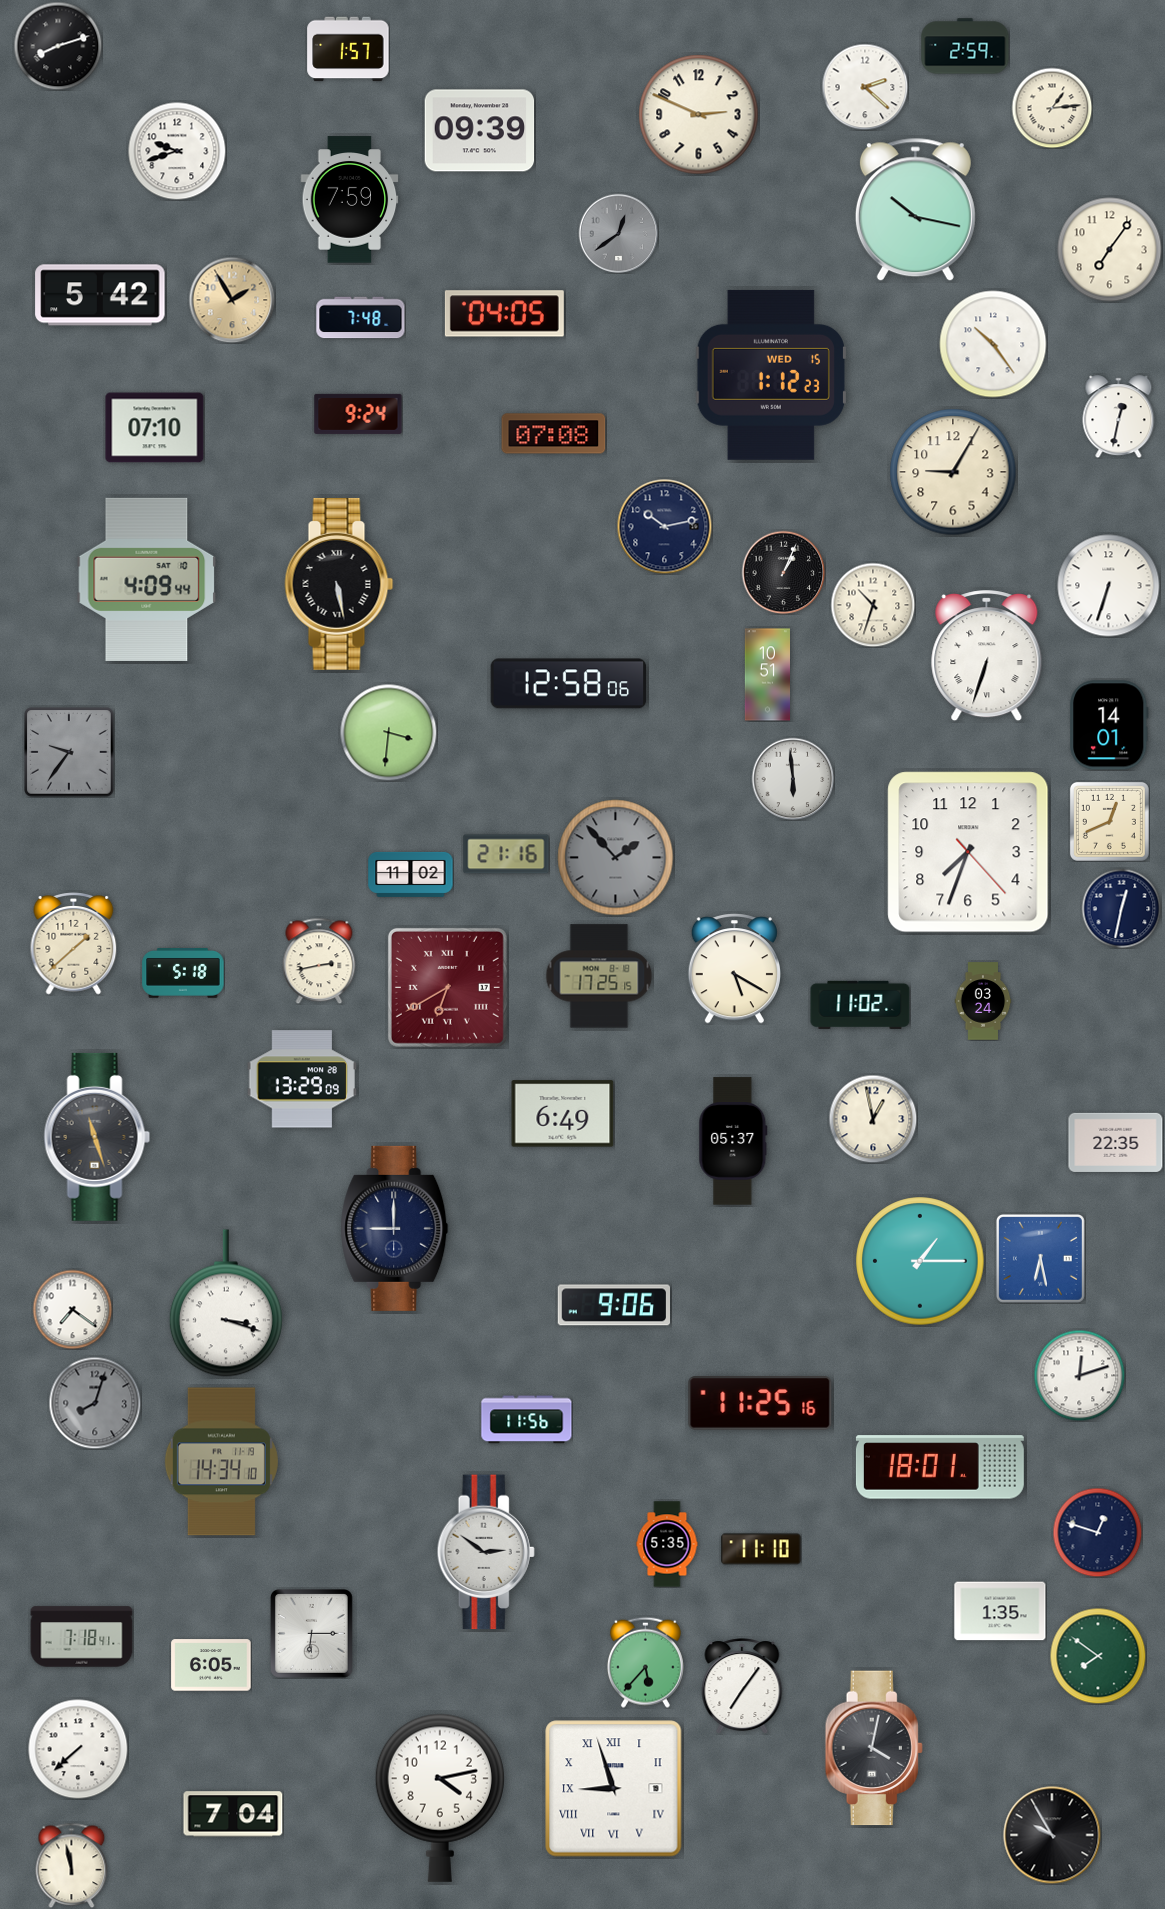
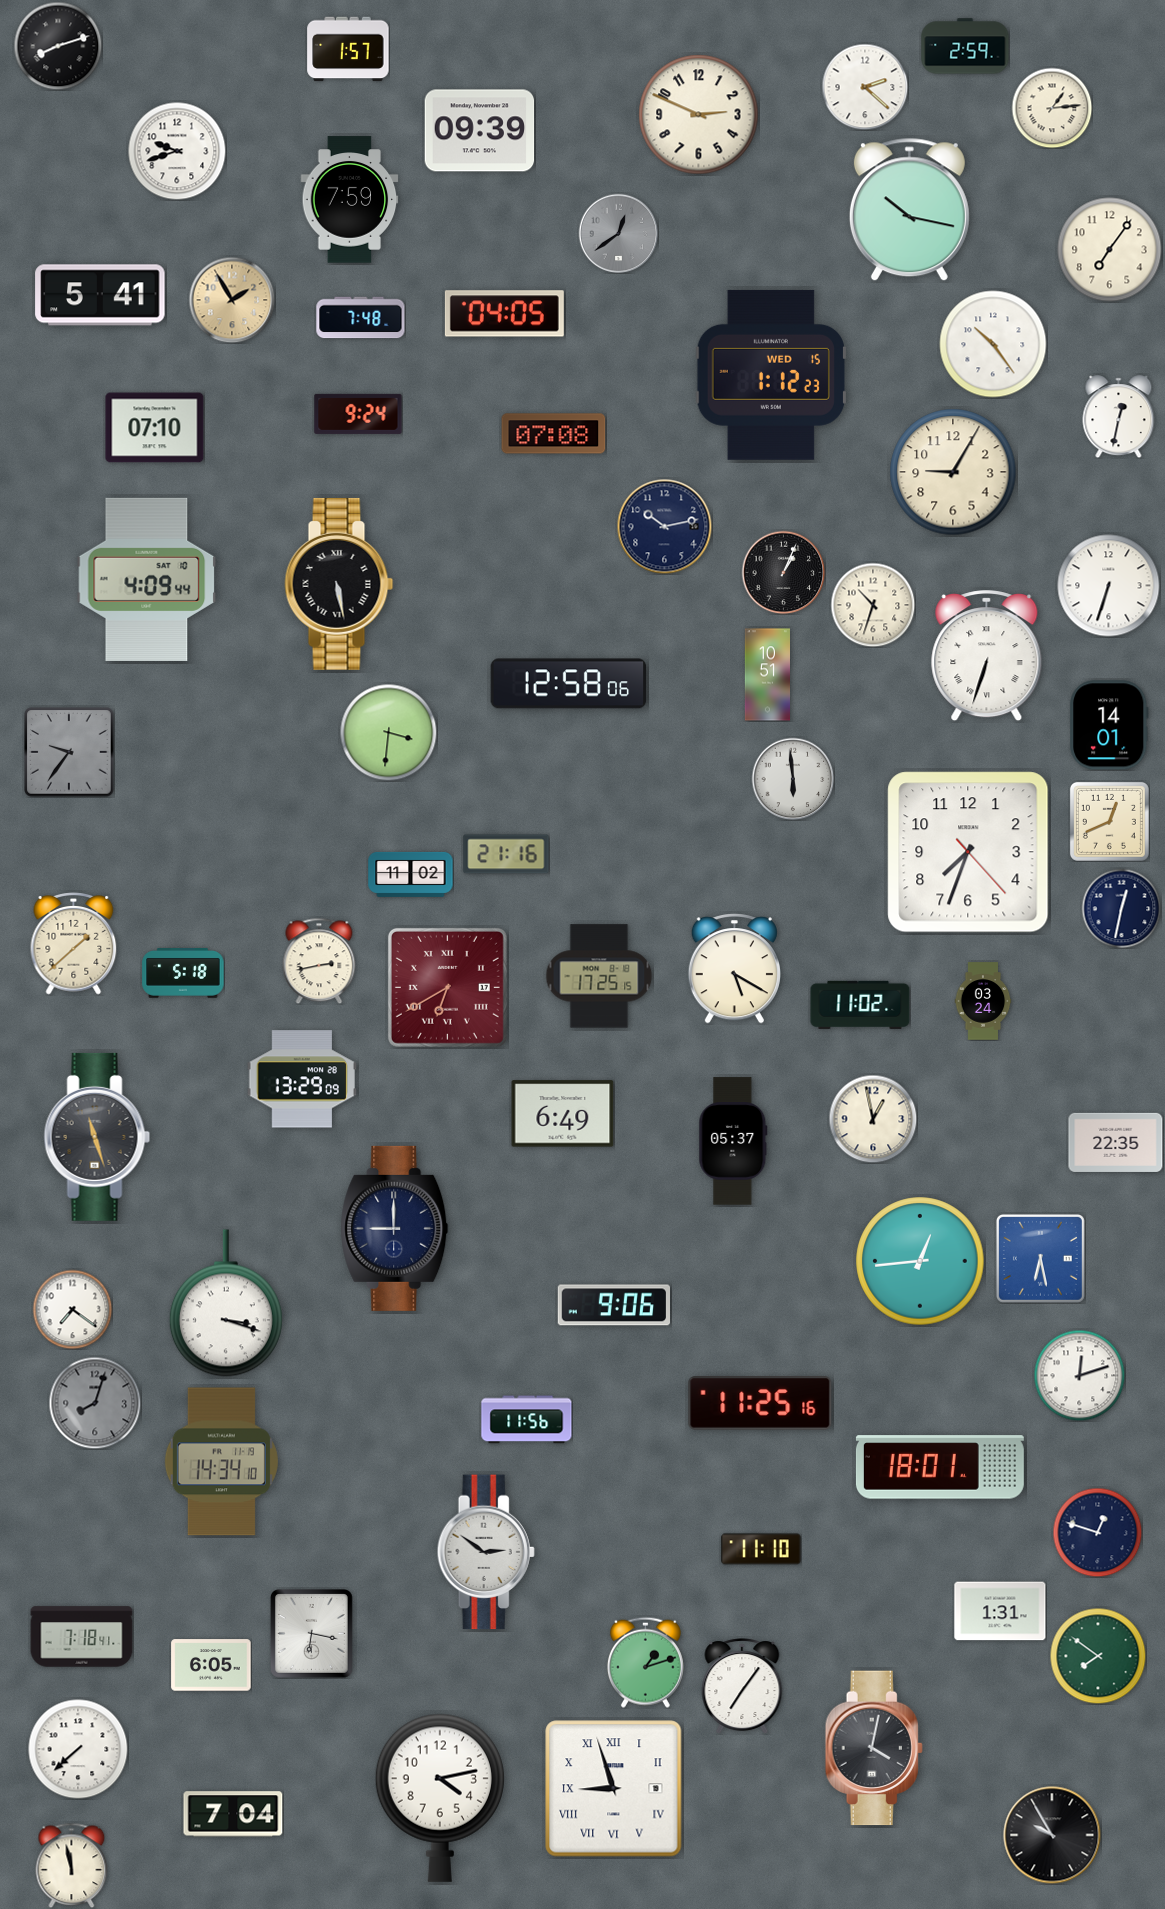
clock at (915, 210) position: (915, 210) -> (909, 210)
clock at (100, 295): 5:42 -> 5:41
clock at (616, 858): 1:53 -> none
clock at (920, 1261): 1:15 -> 12:44
clock at (667, 1544): 5:35 -> none
clock at (1000, 1611): 1:35 -> 1:31
clock at (312, 1634): 6:15 -> 6:17
clock at (645, 1662): 5:37 -> 1:12
